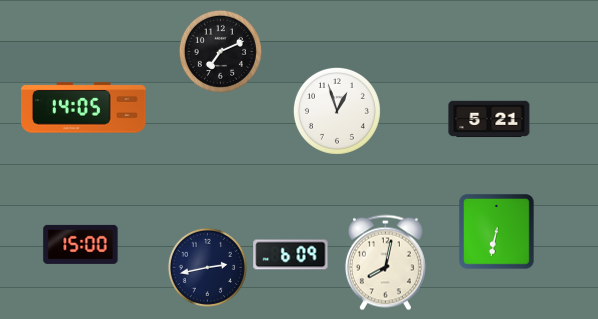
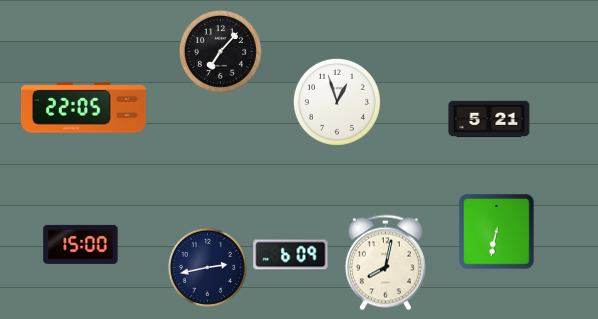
clock at (220, 51): 7:11 -> 7:07
clock at (84, 108): 14:05 -> 22:05
clock at (337, 111) position: (337, 111) -> (337, 102)
